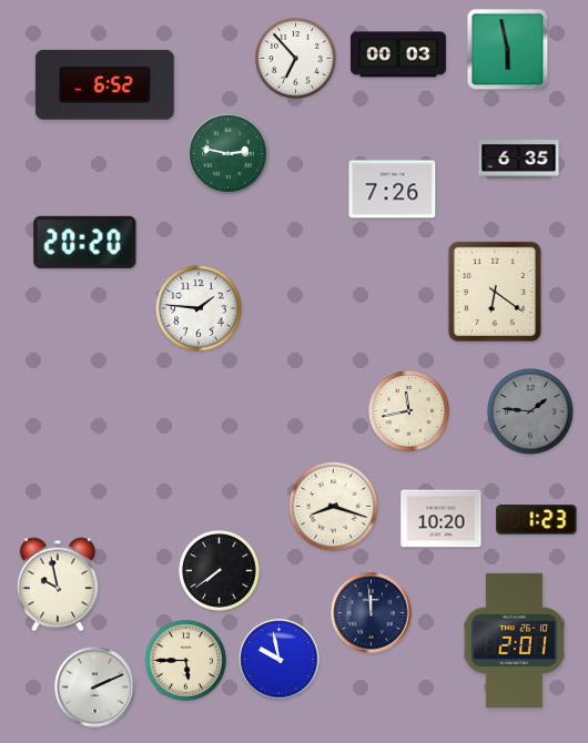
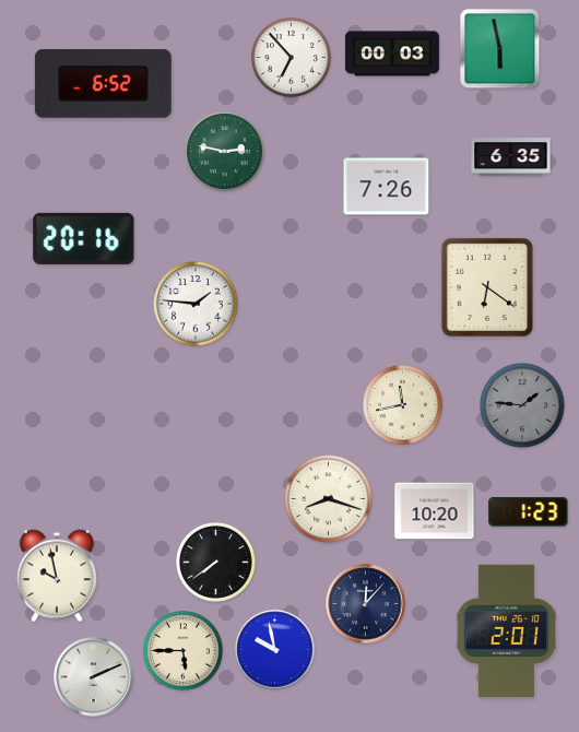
clock at (85, 242): 20:20 -> 20:16
clock at (372, 613): 11:59 -> 12:07
